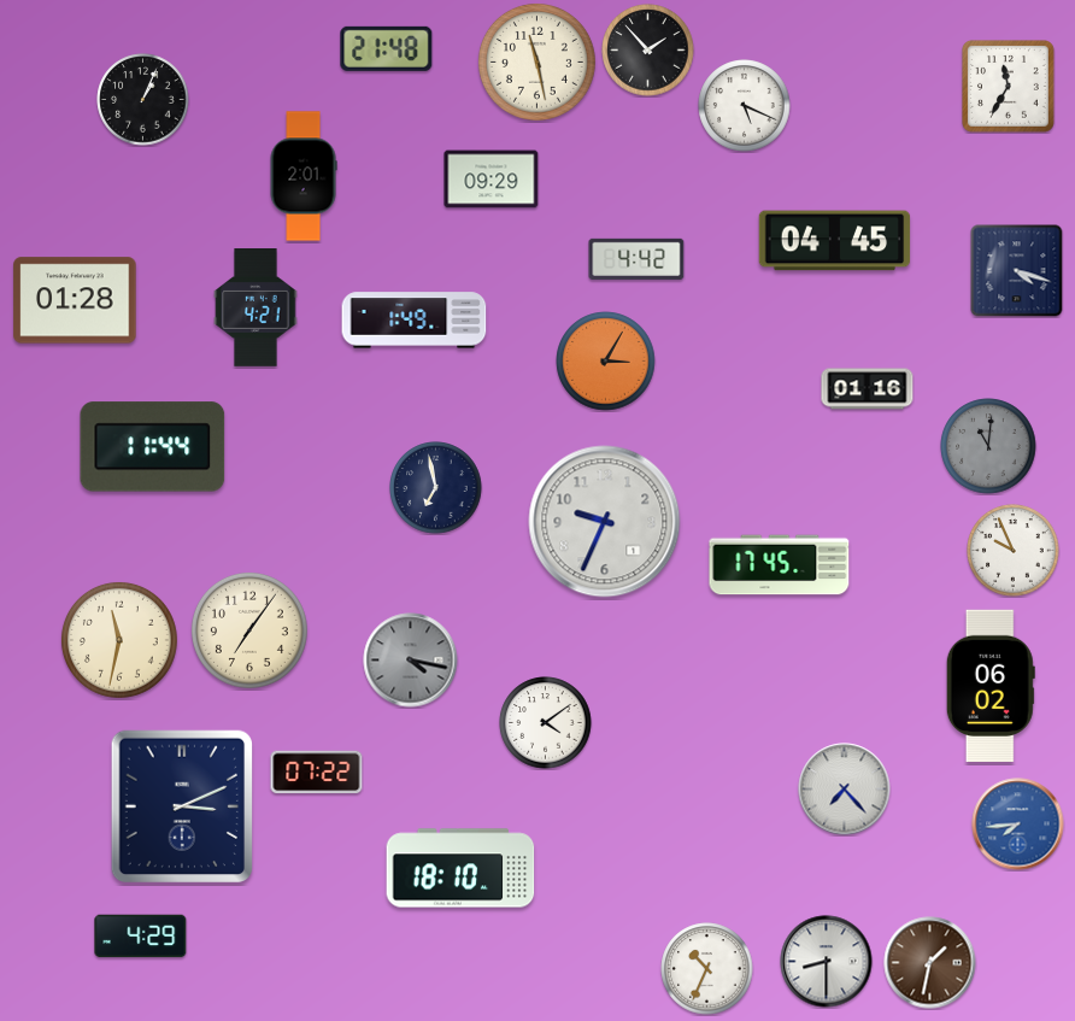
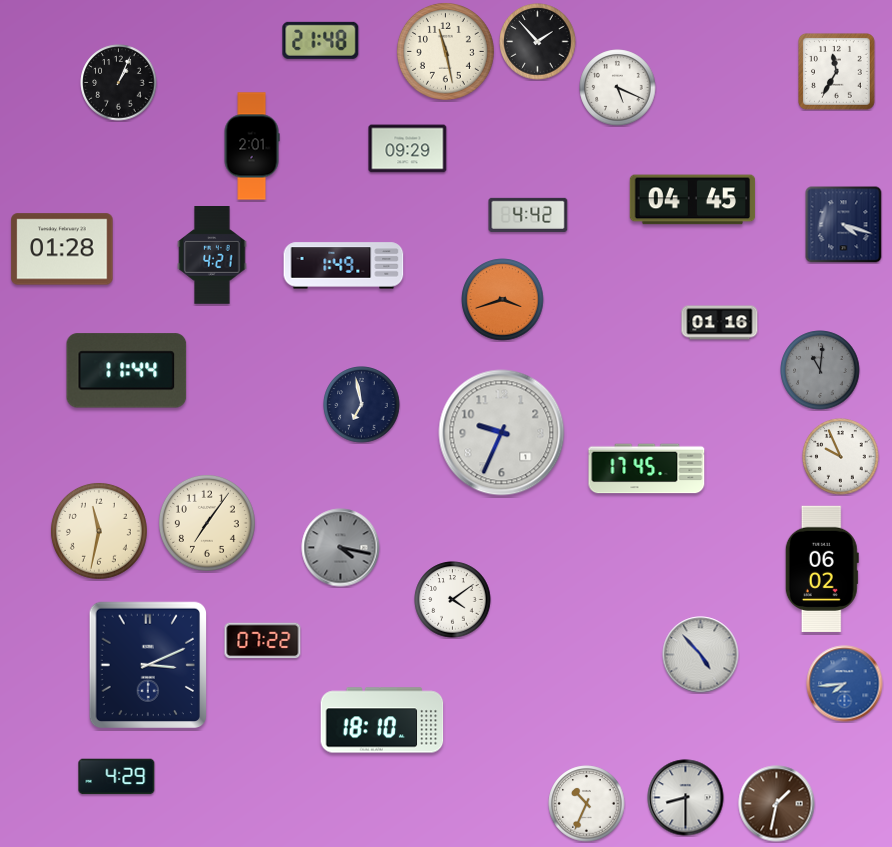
clock at (606, 362): 3:05 -> 3:42
clock at (845, 790): 7:23 -> 4:53
clock at (181, 806) position: (181, 806) -> (147, 665)
clock at (930, 963) position: (930, 963) -> (777, 804)
